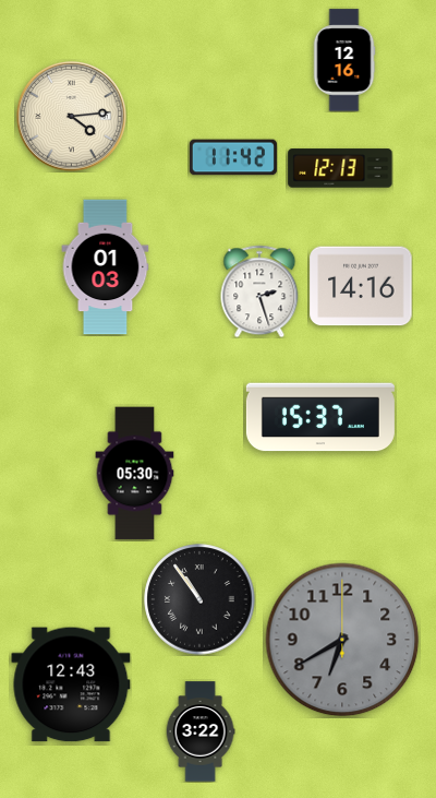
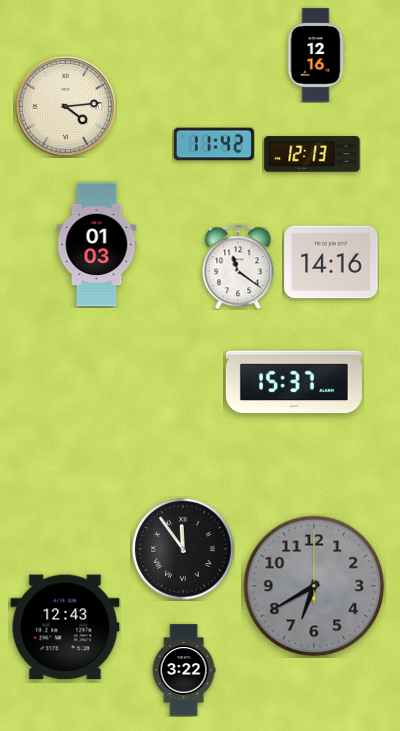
clock at (259, 291): 2:27 -> 11:21
clock at (135, 474): 05:30 -> none
clock at (199, 599): 10:54 -> 11:54
